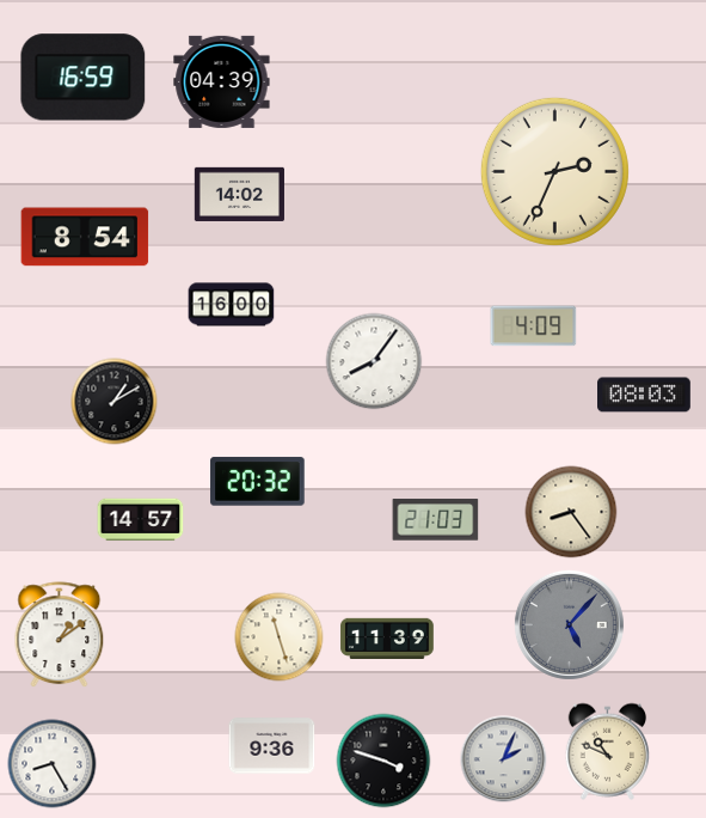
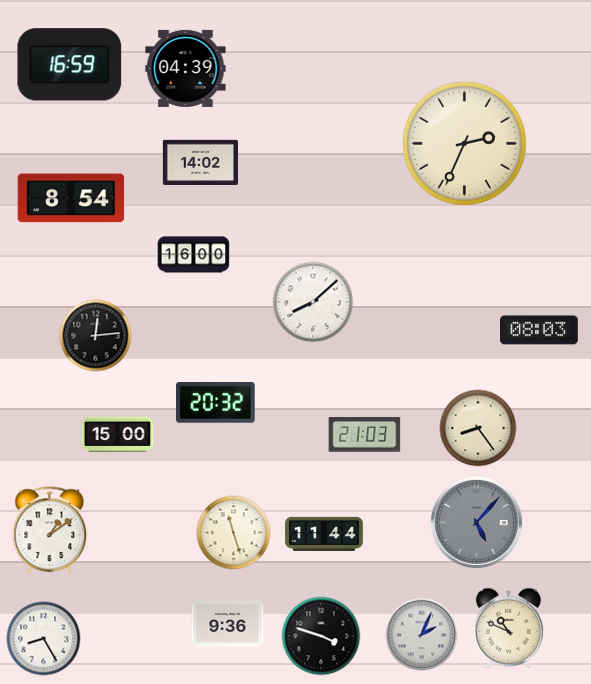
clock at (534, 326): 4:09 -> none
clock at (374, 361): 8:06 -> 8:08
clock at (115, 402): 1:10 -> 12:14
clock at (141, 520): 14:57 -> 15:00
clock at (387, 637): 11:39 -> 11:44
